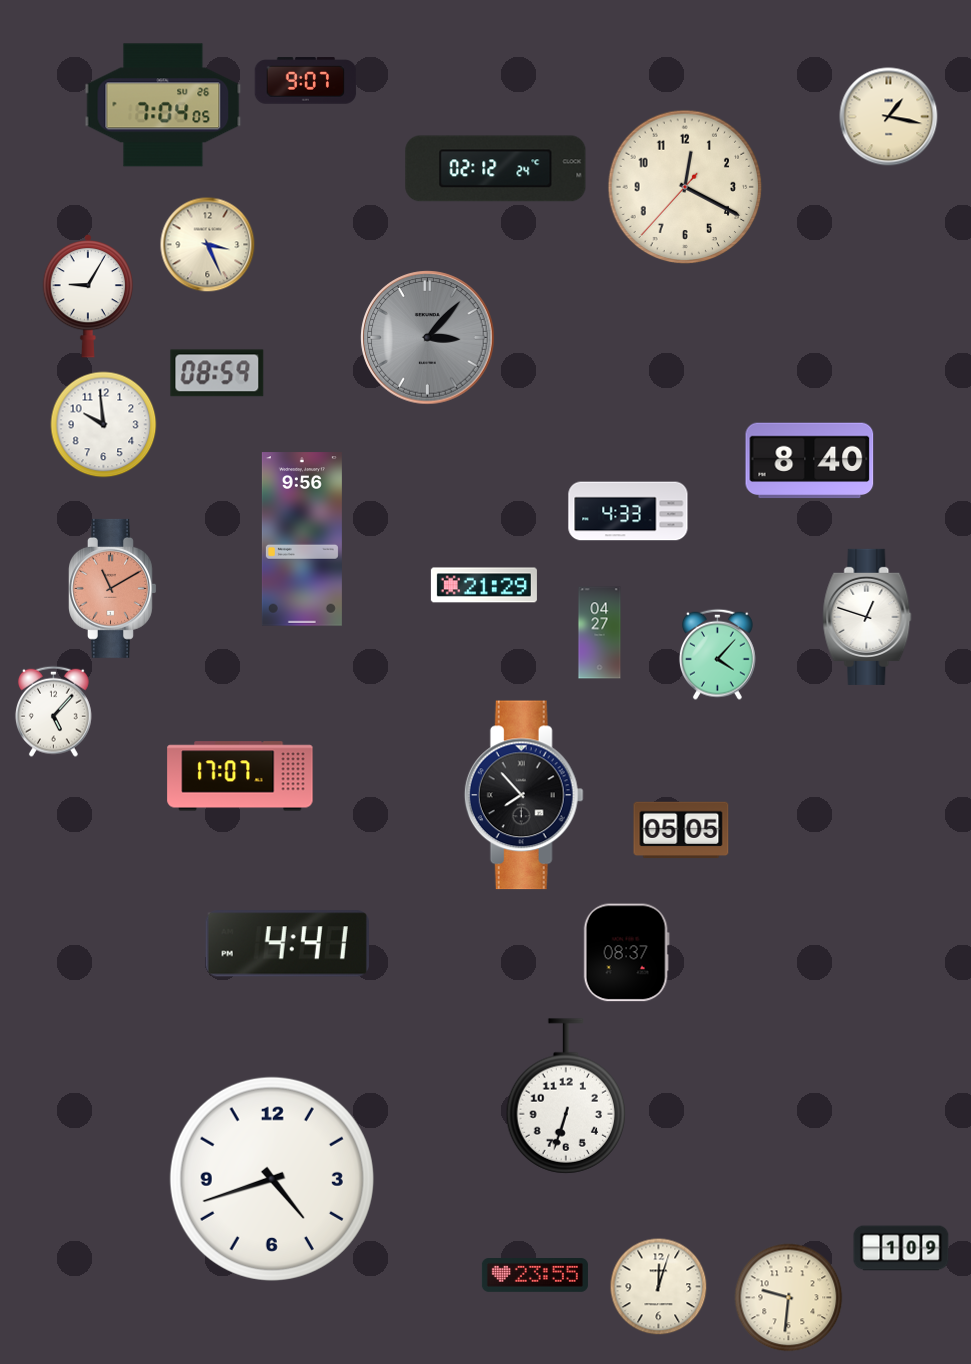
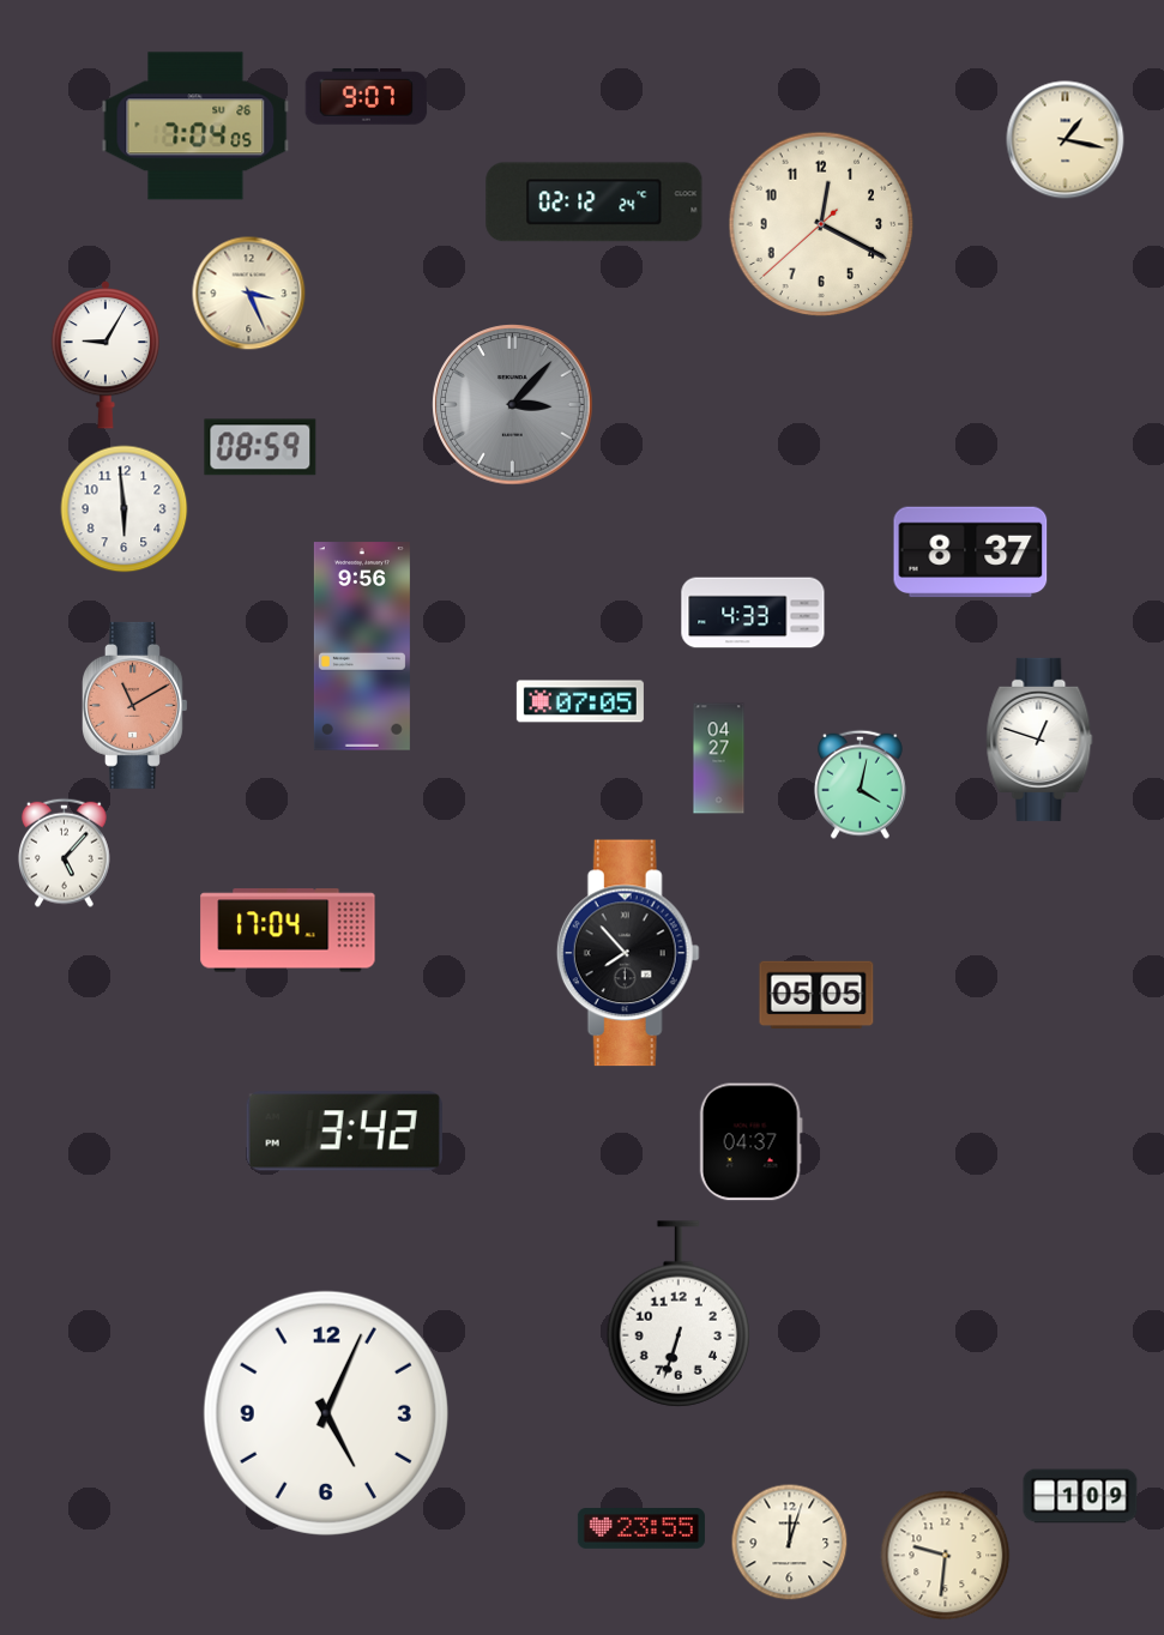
clock at (685, 187): 12:19:37 -> 12:19:38
clock at (104, 425): 9:59 -> 5:59
clock at (810, 461): 8:40 -> 8:37
clock at (484, 585): 21:29 -> 07:05
clock at (717, 654): 4:07 -> 4:02
clock at (240, 776): 17:07 -> 17:04
clock at (287, 944): 4:41 -> 3:42
clock at (626, 953): 08:37 -> 04:37
clock at (272, 1179): 4:42 -> 5:04
